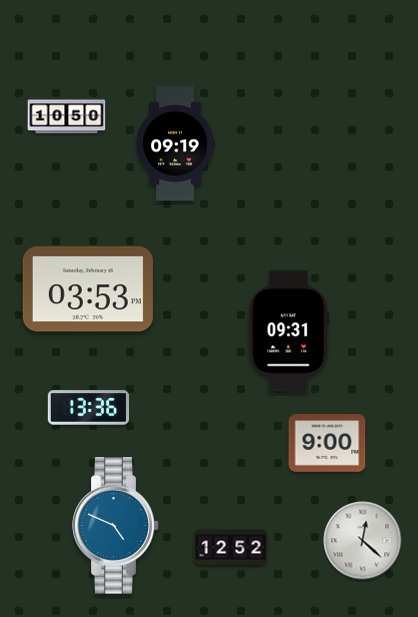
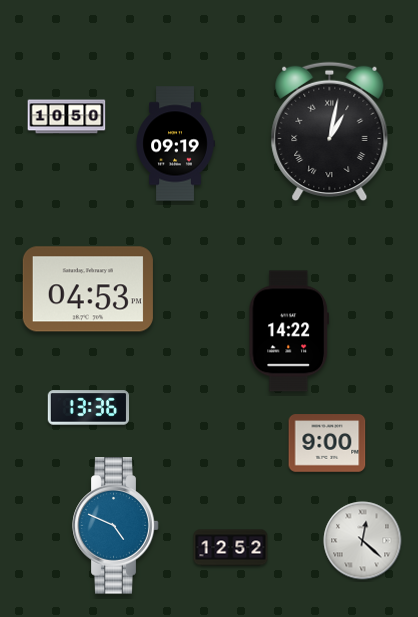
clock at (330, 132): none -> 1:02
clock at (88, 289): 03:53 -> 04:53
clock at (288, 331): 09:31 -> 14:22
